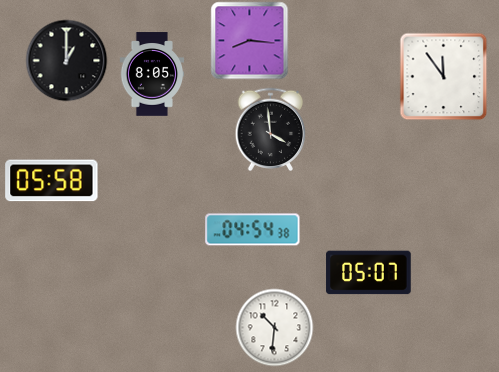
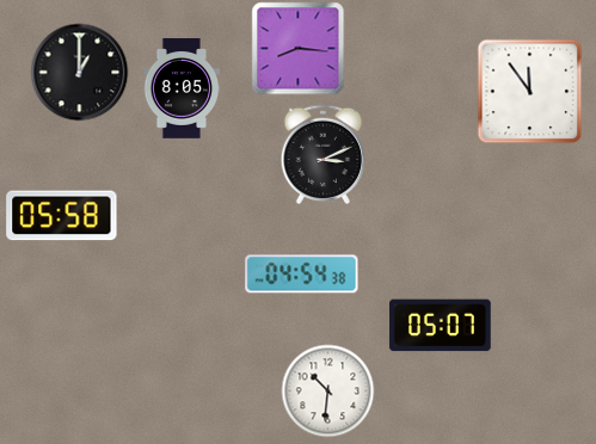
clock at (271, 129): 3:59 -> 3:11
